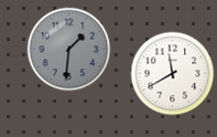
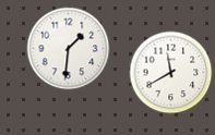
clock at (69, 50) dial: grey -> white
